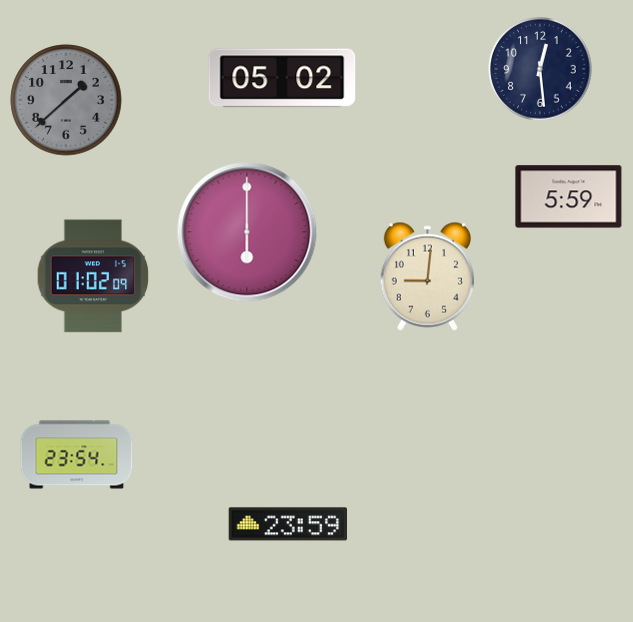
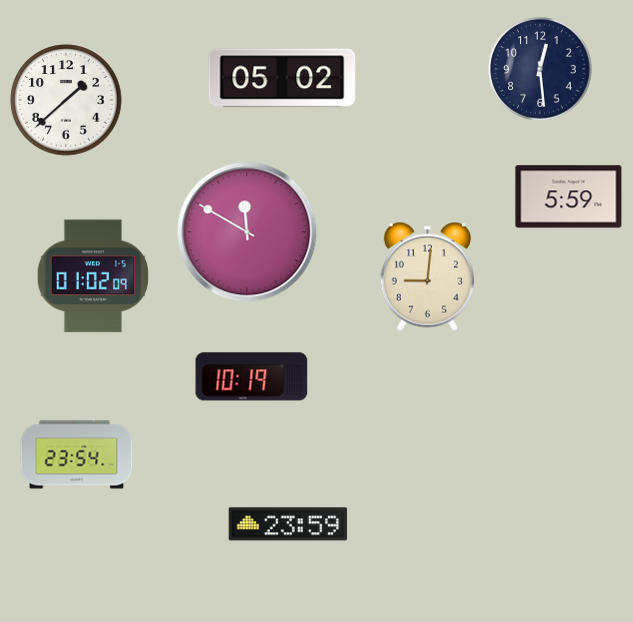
clock at (66, 100) dial: grey -> white
clock at (247, 232): 6:00 -> 11:50
clock at (252, 377): none -> 10:19
